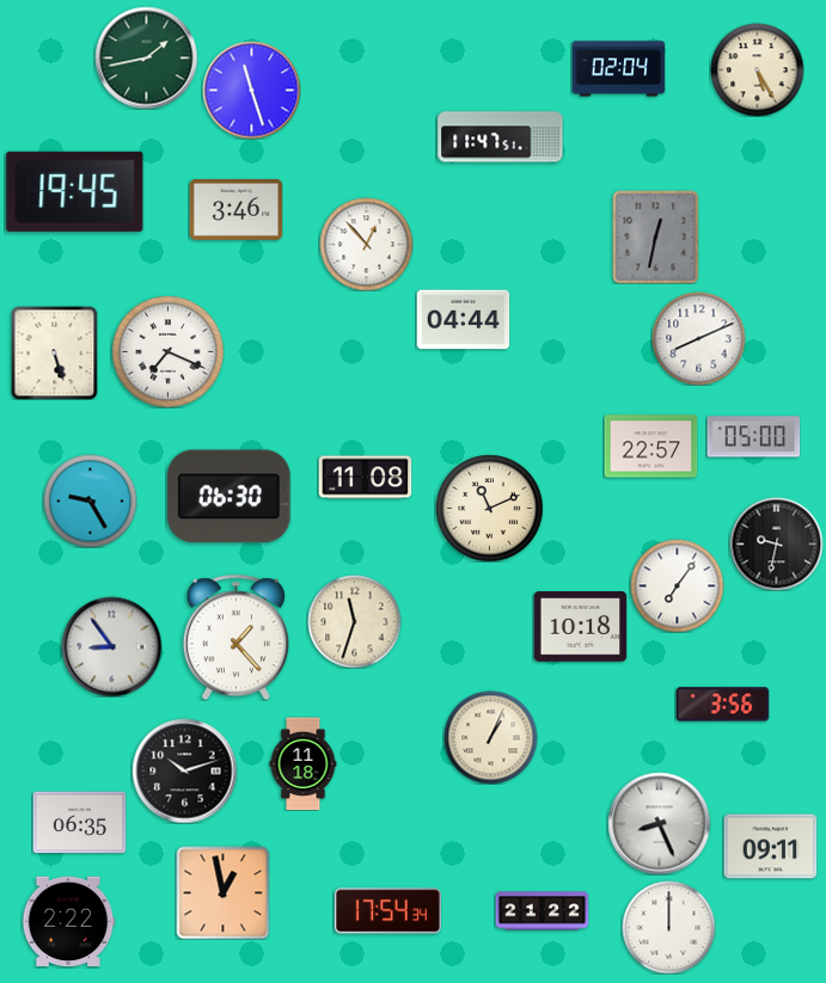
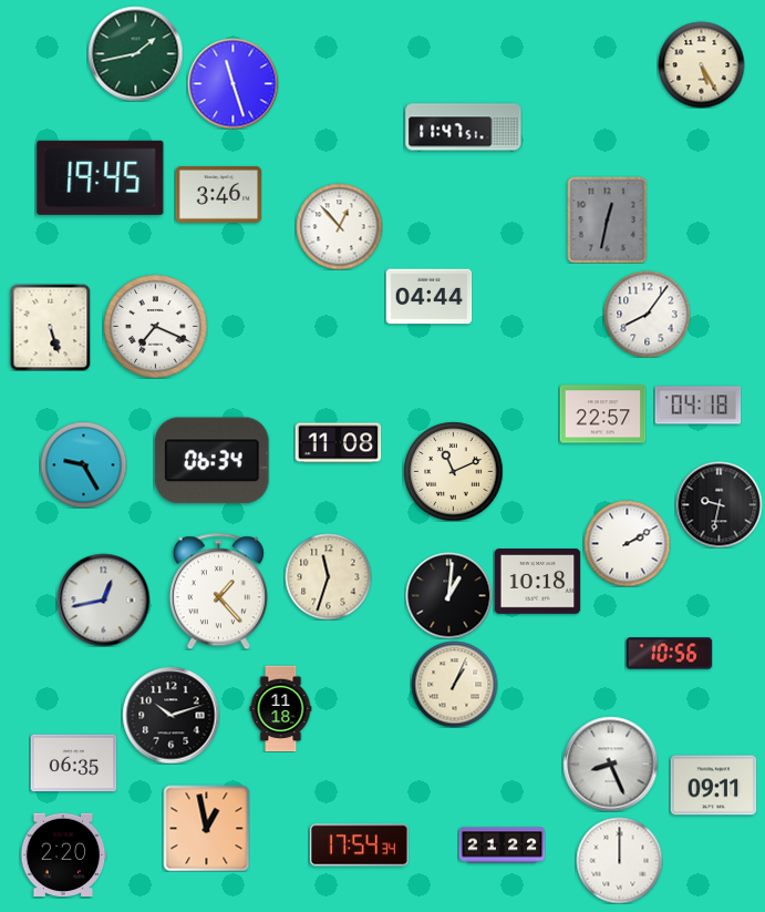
clock at (618, 69): 02:04 -> none
clock at (75, 191) position: (75, 191) -> (101, 177)
clock at (698, 338): 8:11 -> 8:06
clock at (753, 437): 05:00 -> 04:18
clock at (230, 497): 06:30 -> 06:34
clock at (677, 585): 7:06 -> 2:10
clock at (448, 595): none -> 1:01
clock at (111, 646): 8:54 -> 12:43
clock at (722, 705): 3:56 -> 10:56
clock at (68, 921): 2:22 -> 2:20
